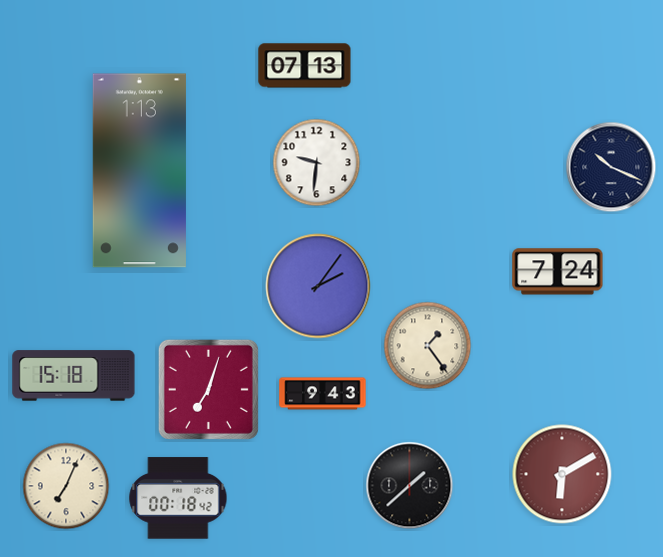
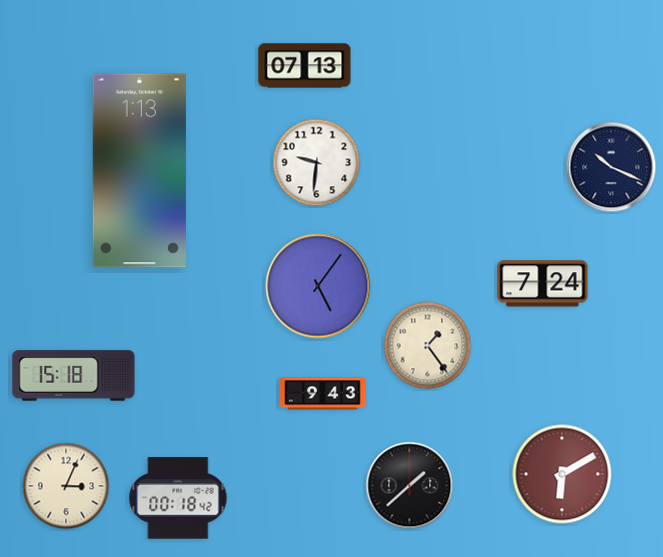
clock at (558, 272) position: (558, 272) -> (543, 284)
clock at (318, 286): 2:06 -> 5:06
clock at (208, 389): 7:03 -> none
clock at (66, 486): 7:04 -> 3:04
